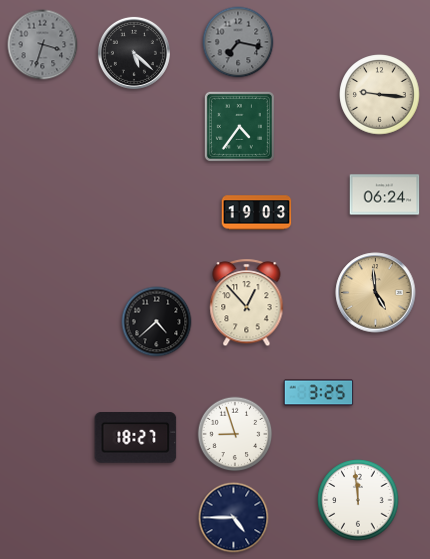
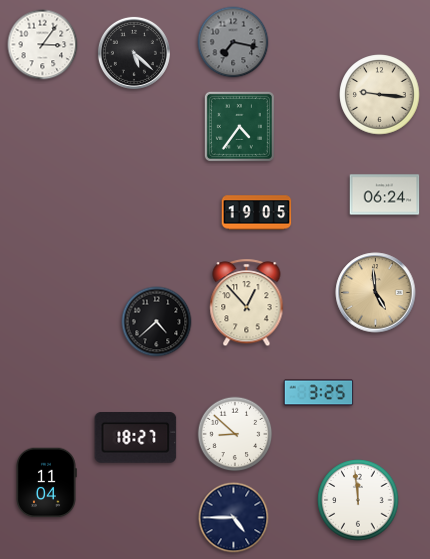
clock at (238, 42) position: (238, 42) -> (233, 42)
clock at (43, 45): 3:33 -> 3:06
clock at (43, 45) dial: grey -> white
clock at (257, 213): 19:03 -> 19:05
clock at (235, 434): 8:57 -> 8:52
clock at (46, 483): none -> 11:04
